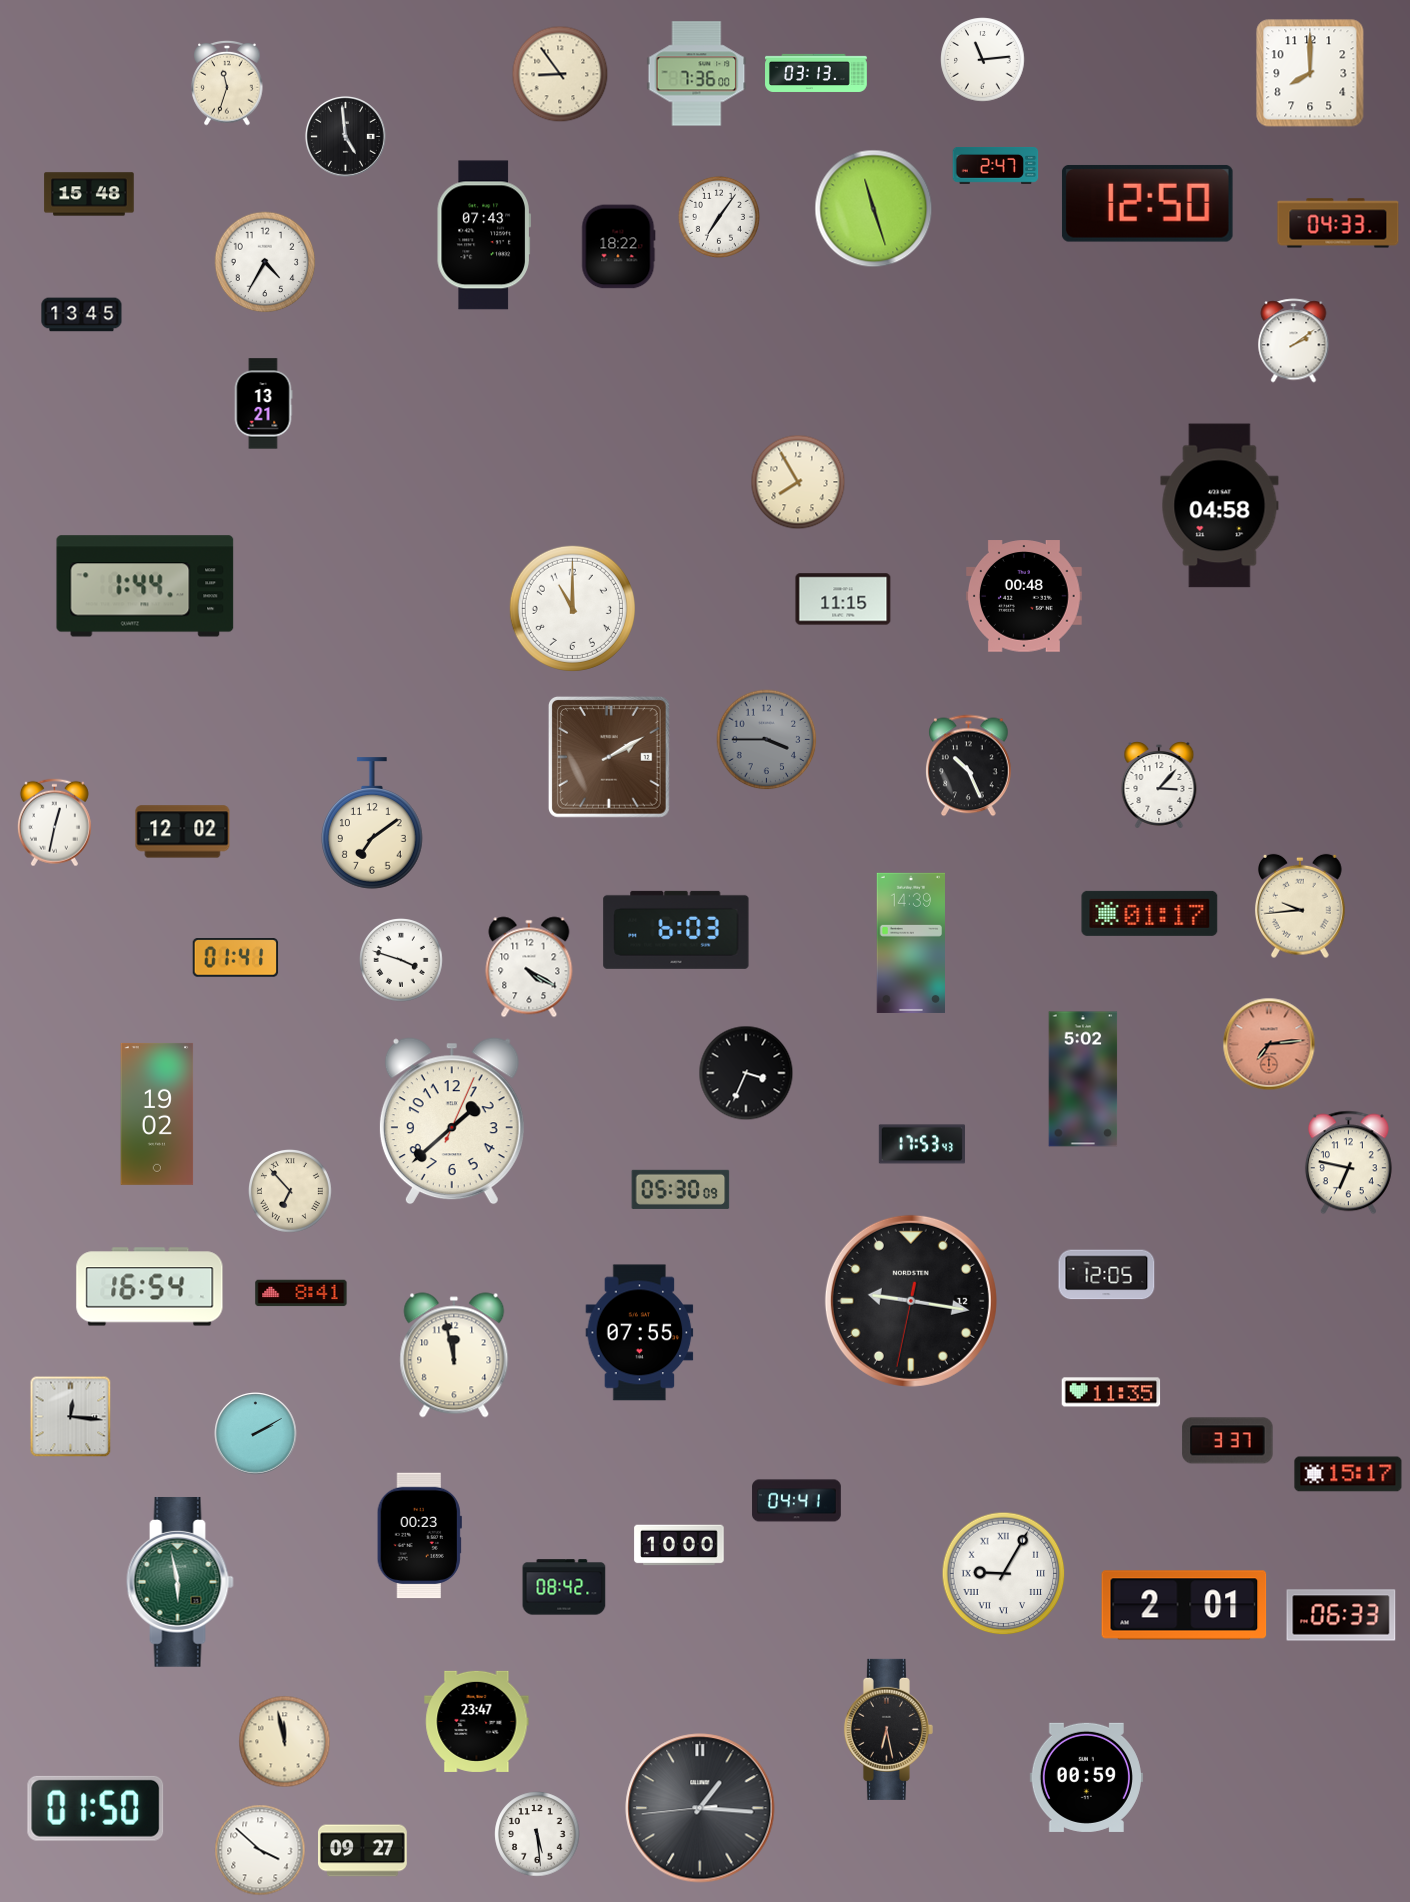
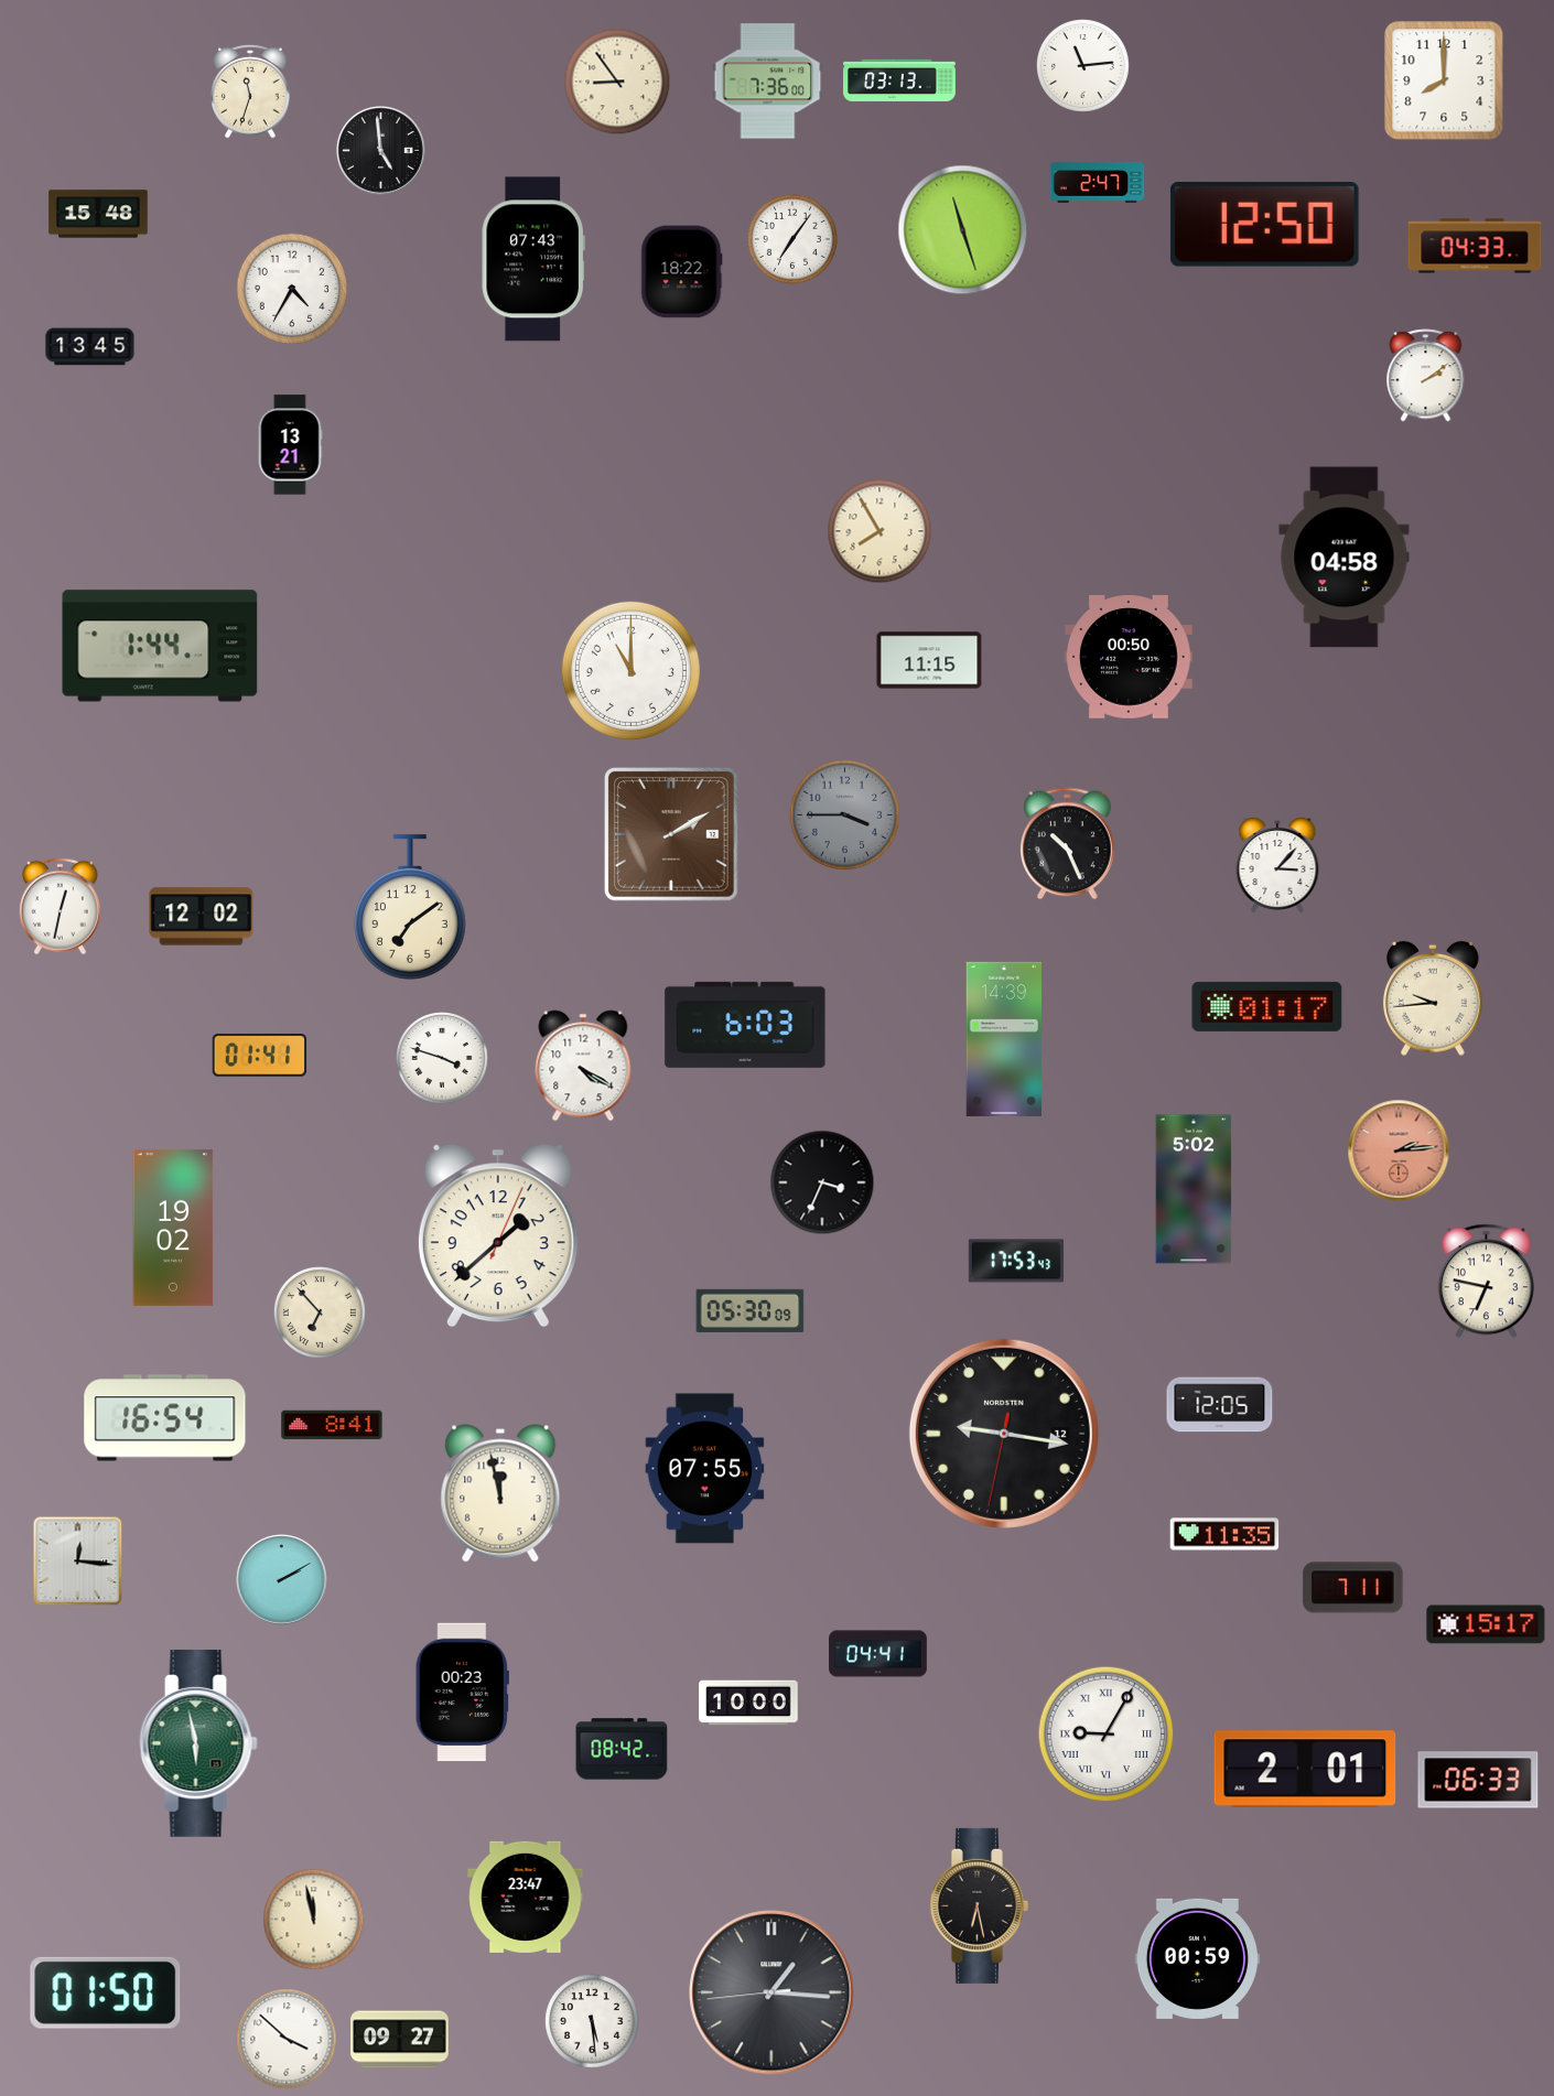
clock at (1025, 596): 00:48 -> 00:50
clock at (1269, 1044): 7:14 -> 2:14
clock at (1228, 1441): 3:37 -> 7:11
